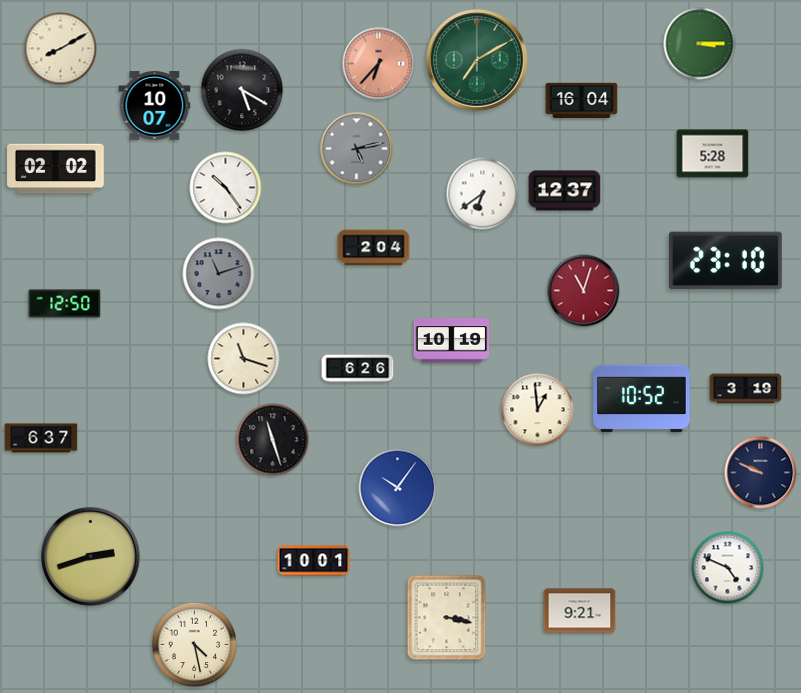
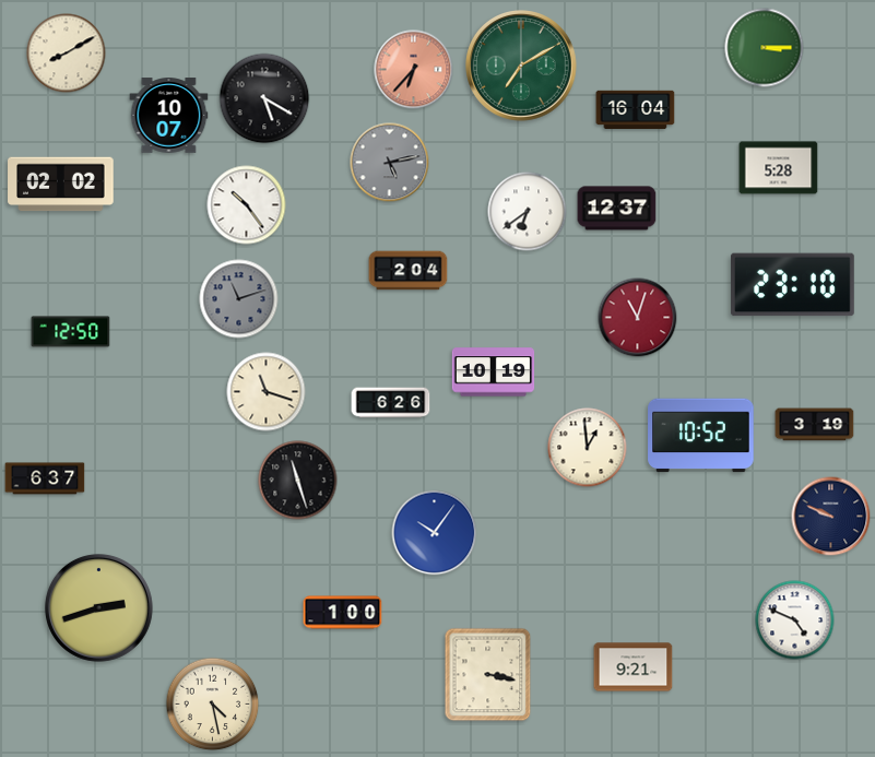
clock at (314, 561): 10:01 -> 1:00
